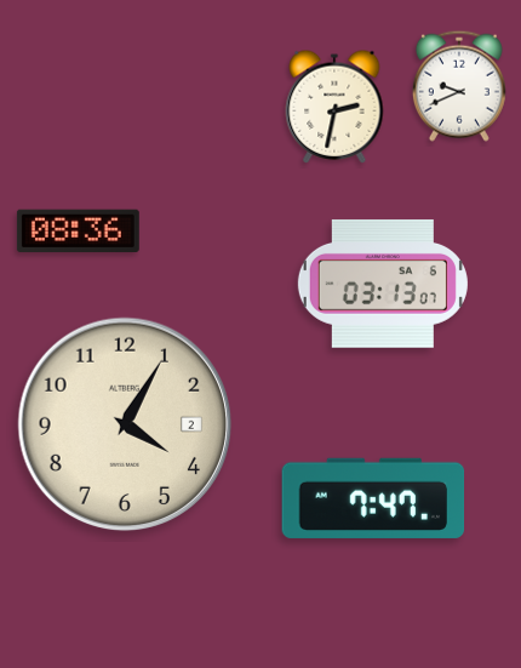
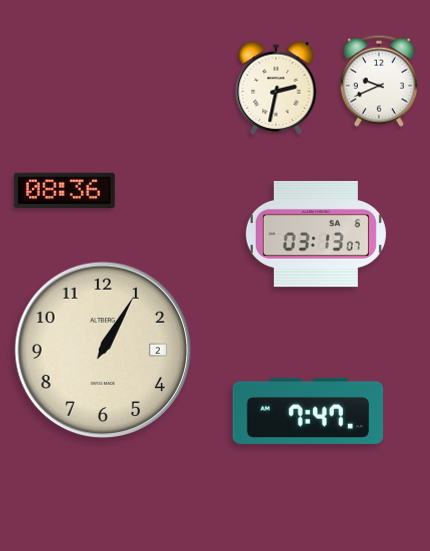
clock at (459, 86) position: (459, 86) -> (379, 81)
clock at (125, 424): 4:05 -> 1:05
